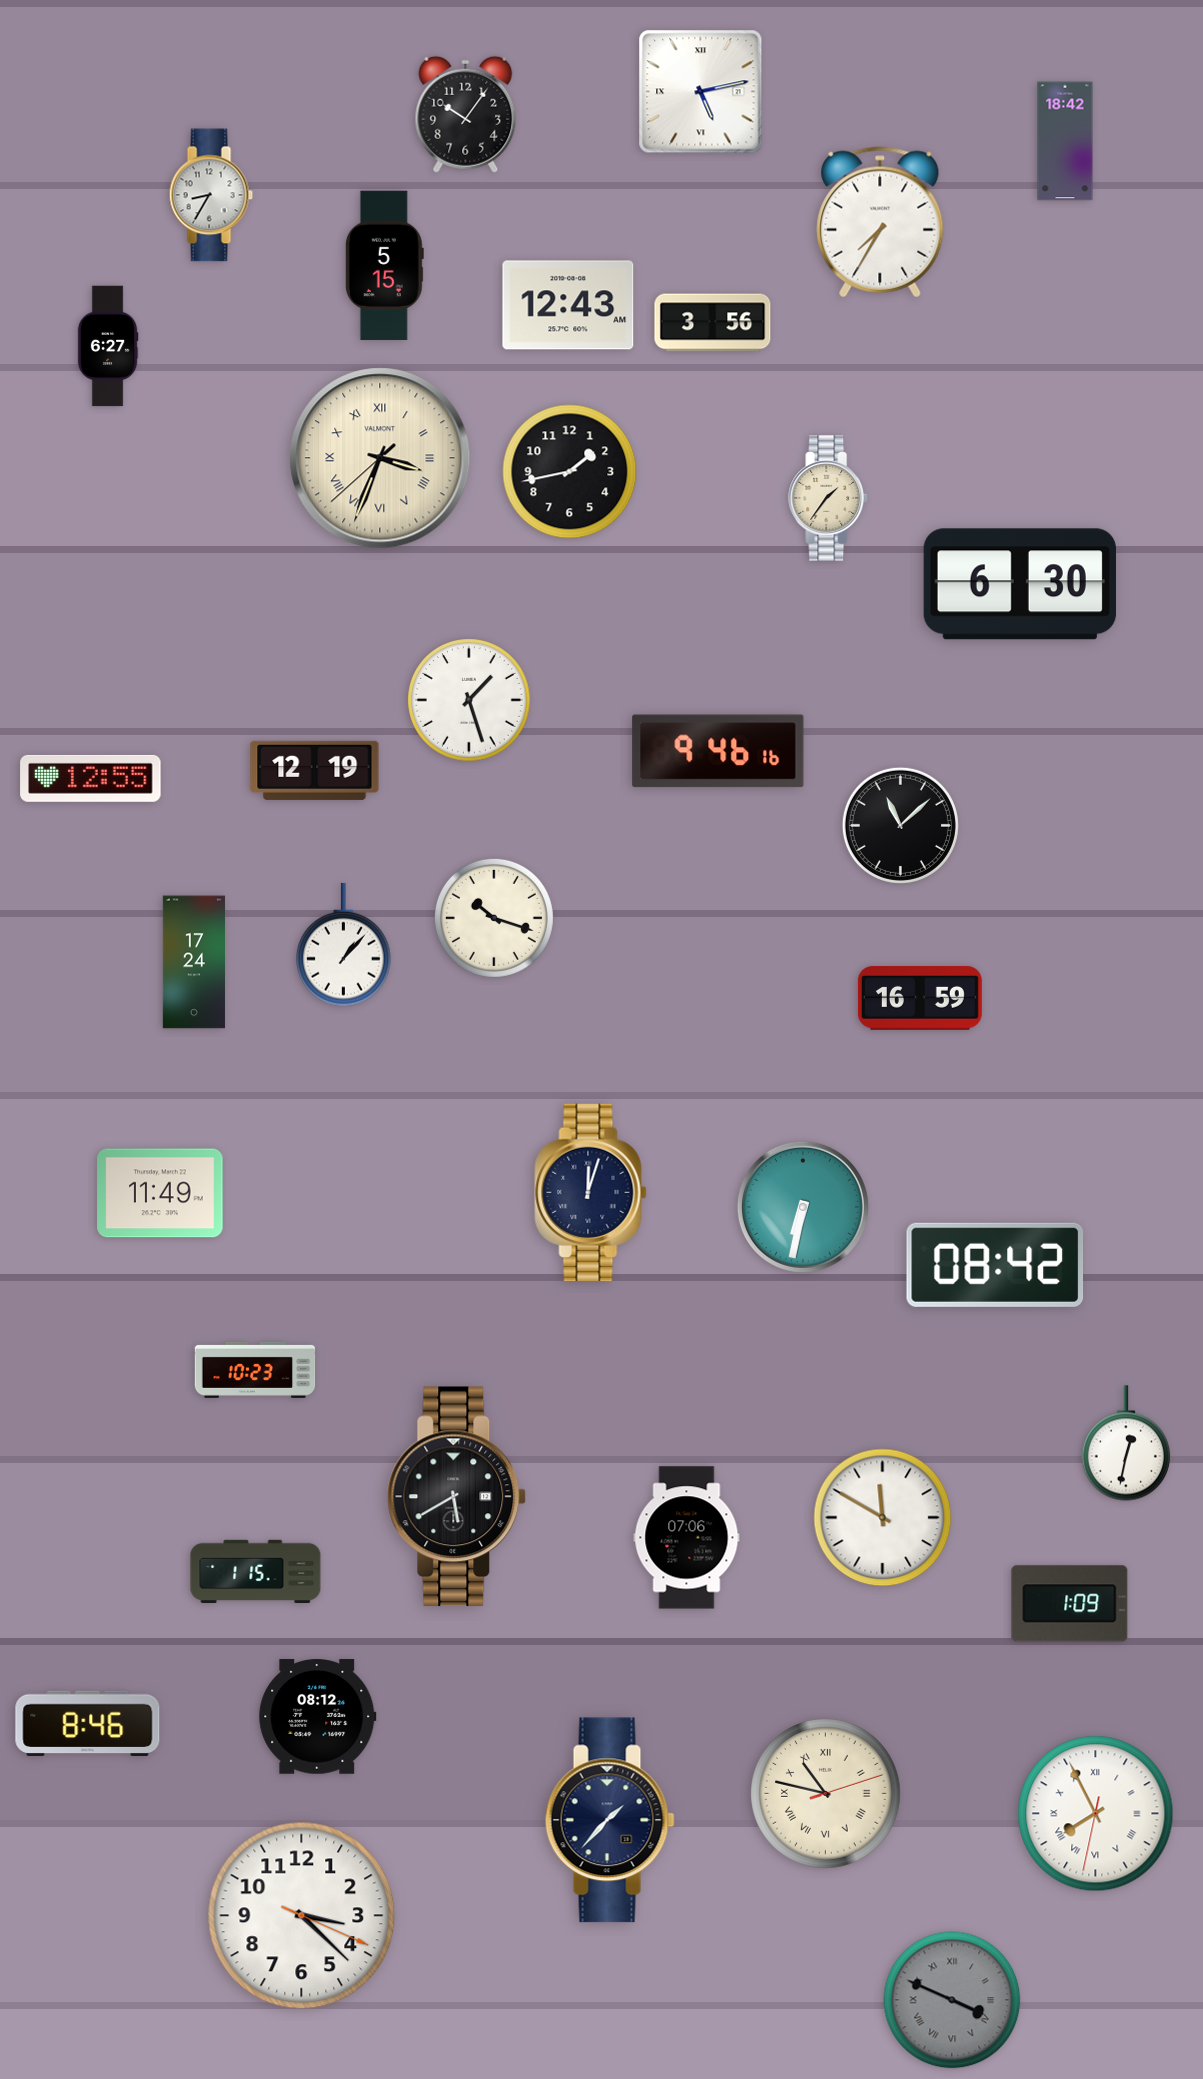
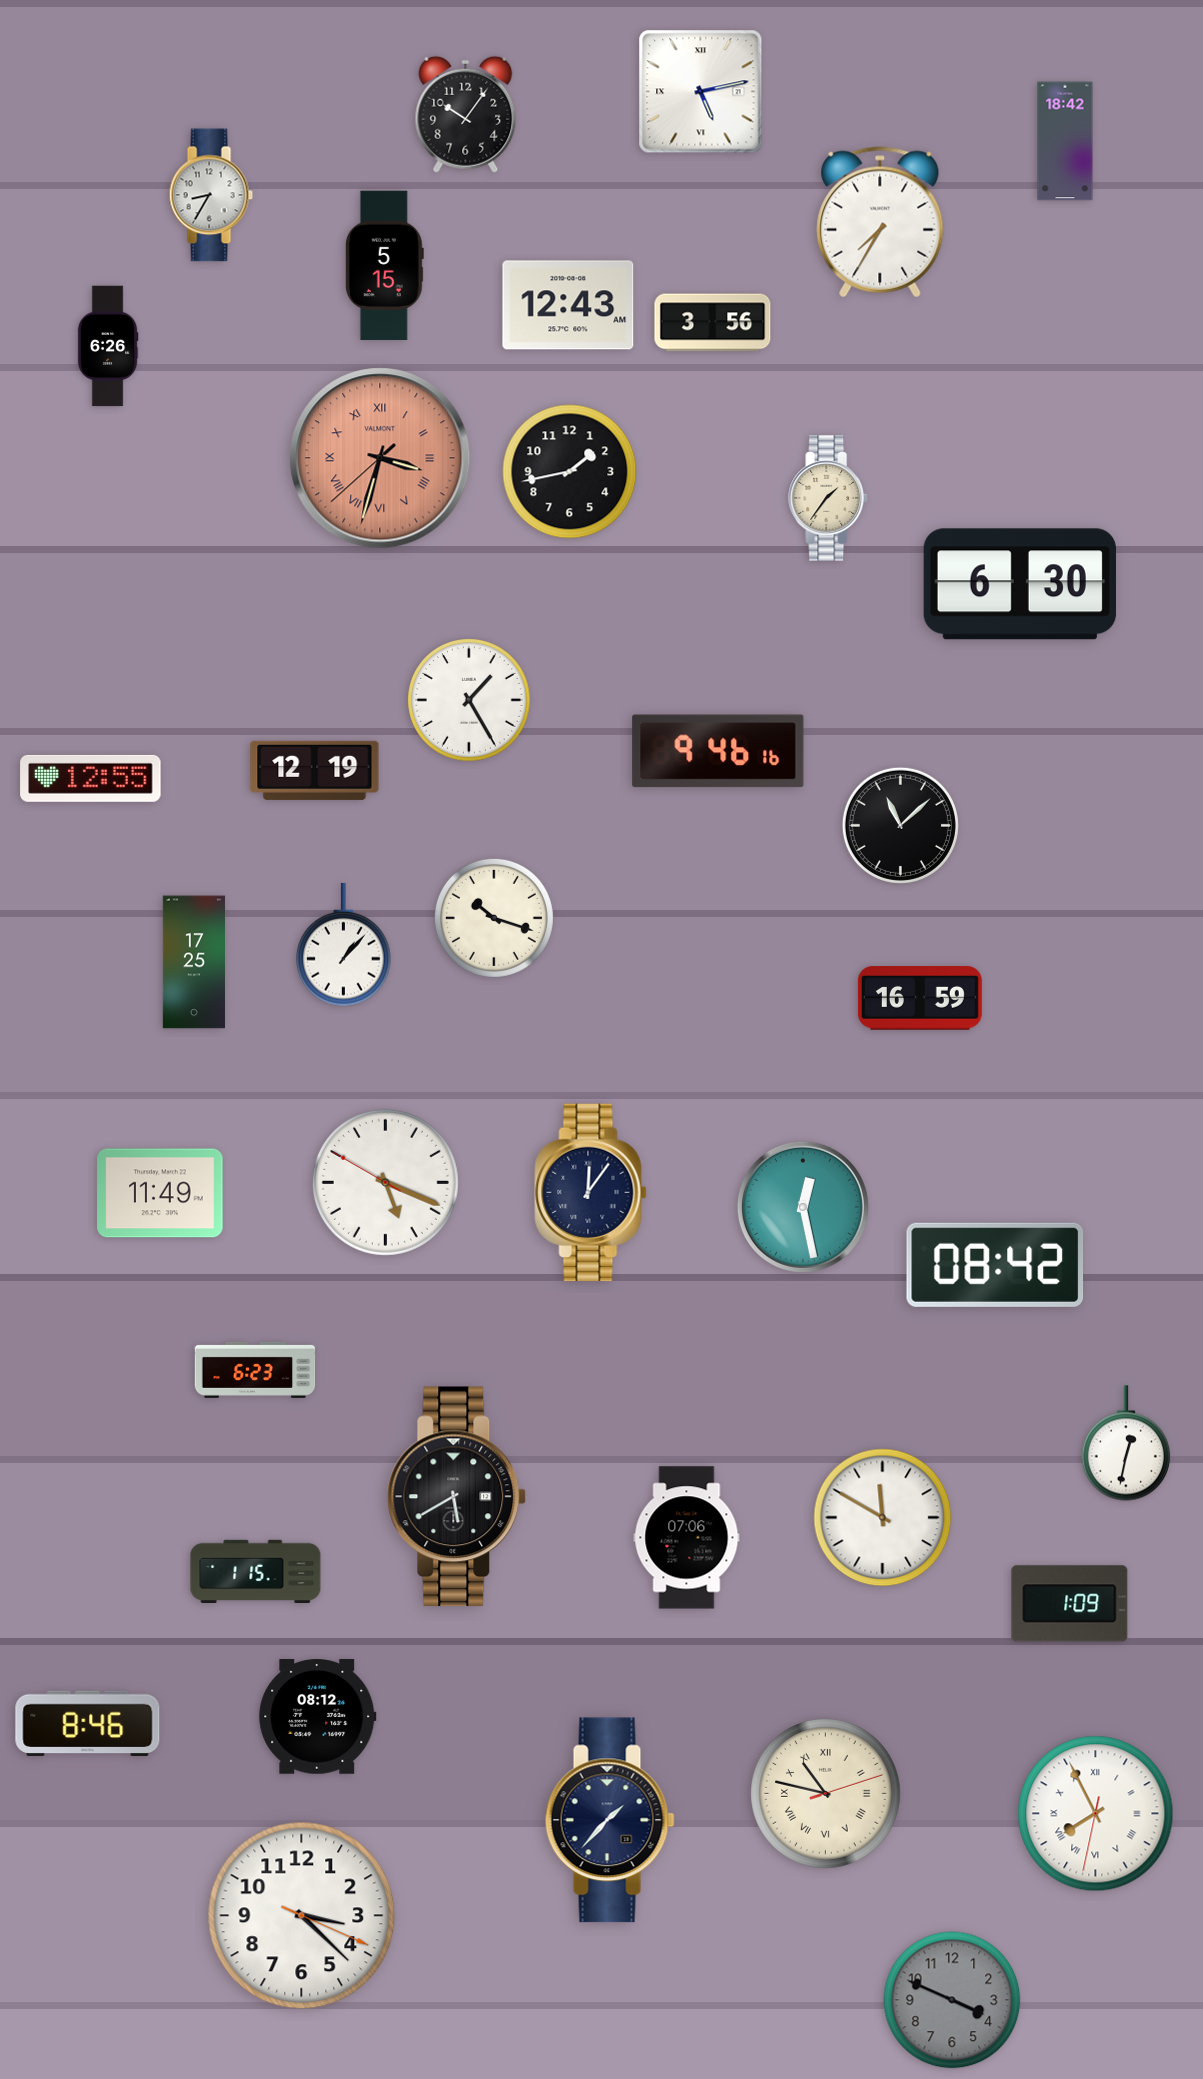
clock at (108, 346): 6:27 -> 6:26
clock at (380, 458): 3:33 -> 3:32
clock at (380, 458) dial: cream -> salmon
clock at (469, 700): 1:27 -> 1:25
clock at (194, 962): 17:24 -> 17:25
clock at (385, 1182): none -> 5:18
clock at (591, 1193): 12:03 -> 12:06
clock at (803, 1207): 6:32 -> 12:28
clock at (255, 1370): 10:23 -> 6:23
clock at (952, 2000) numerals: Roman -> Arabic
